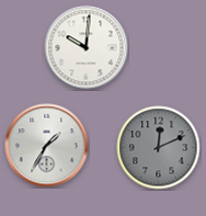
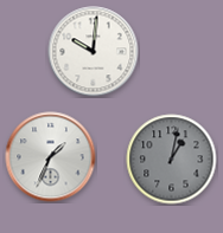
clock at (47, 146): 1:35 -> 1:34
clock at (159, 148): 12:11 -> 1:02
